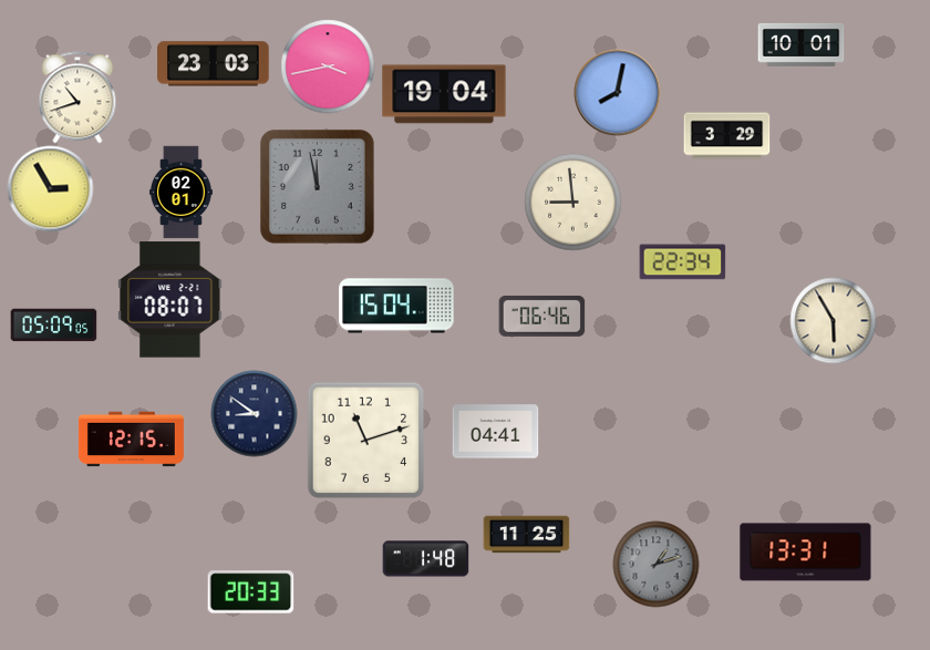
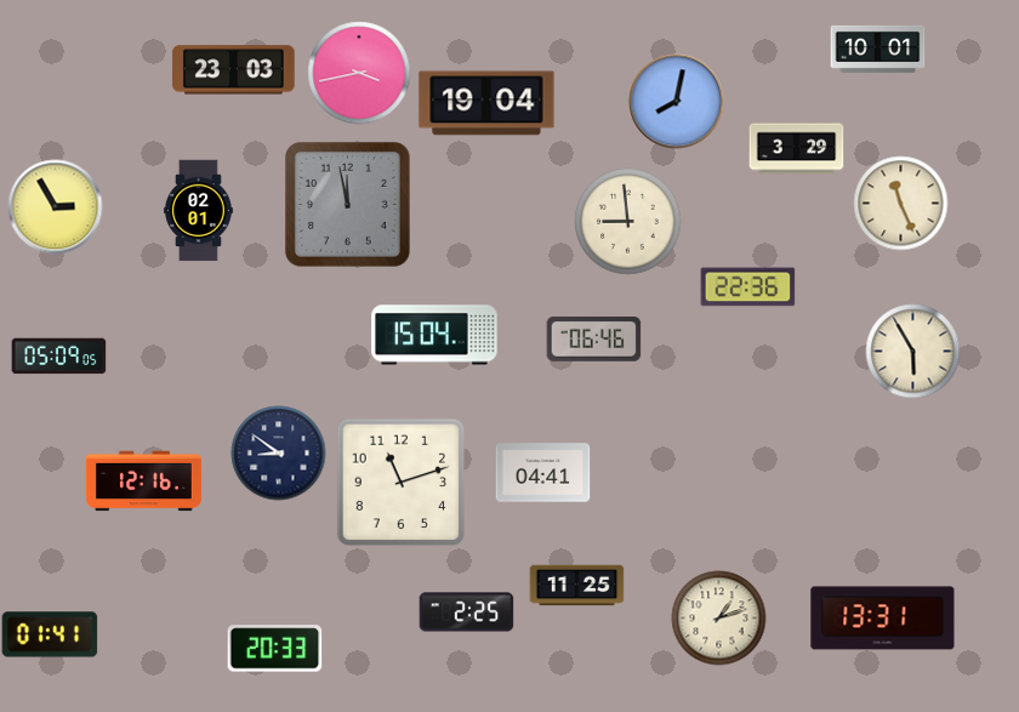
clock at (77, 97): 10:42 -> none
clock at (900, 203): none -> 11:26
clock at (682, 262): 22:34 -> 22:36
clock at (170, 300): 08:07 -> none
clock at (541, 316) position: (541, 316) -> (593, 338)
clock at (131, 440): 12:15 -> 12:16
clock at (806, 553) position: (806, 553) -> (883, 619)
clock at (425, 559): 1:48 -> 2:25
clock at (655, 564) dial: grey -> cream
clock at (50, 634): none -> 01:41
